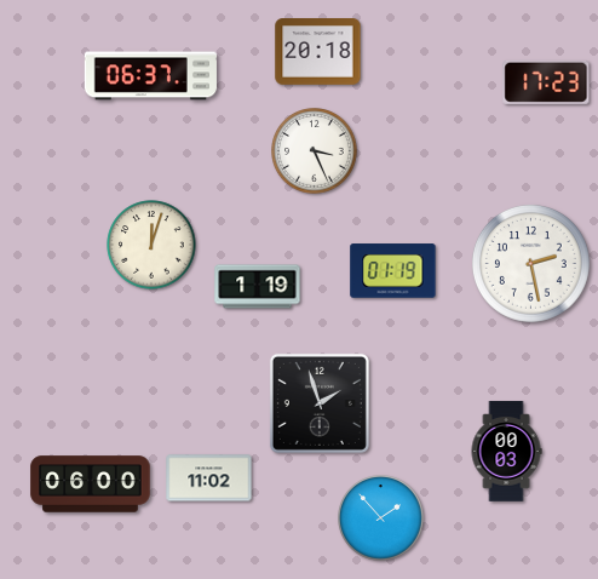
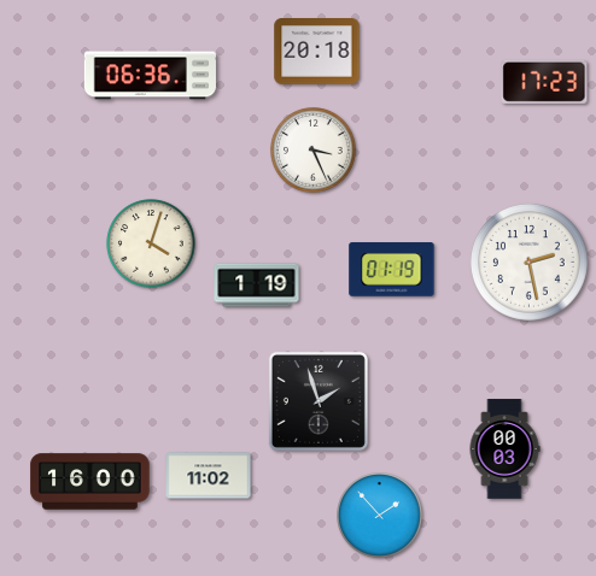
clock at (150, 76): 06:37 -> 06:36
clock at (151, 245): 12:03 -> 4:03
clock at (91, 485): 06:00 -> 16:00
